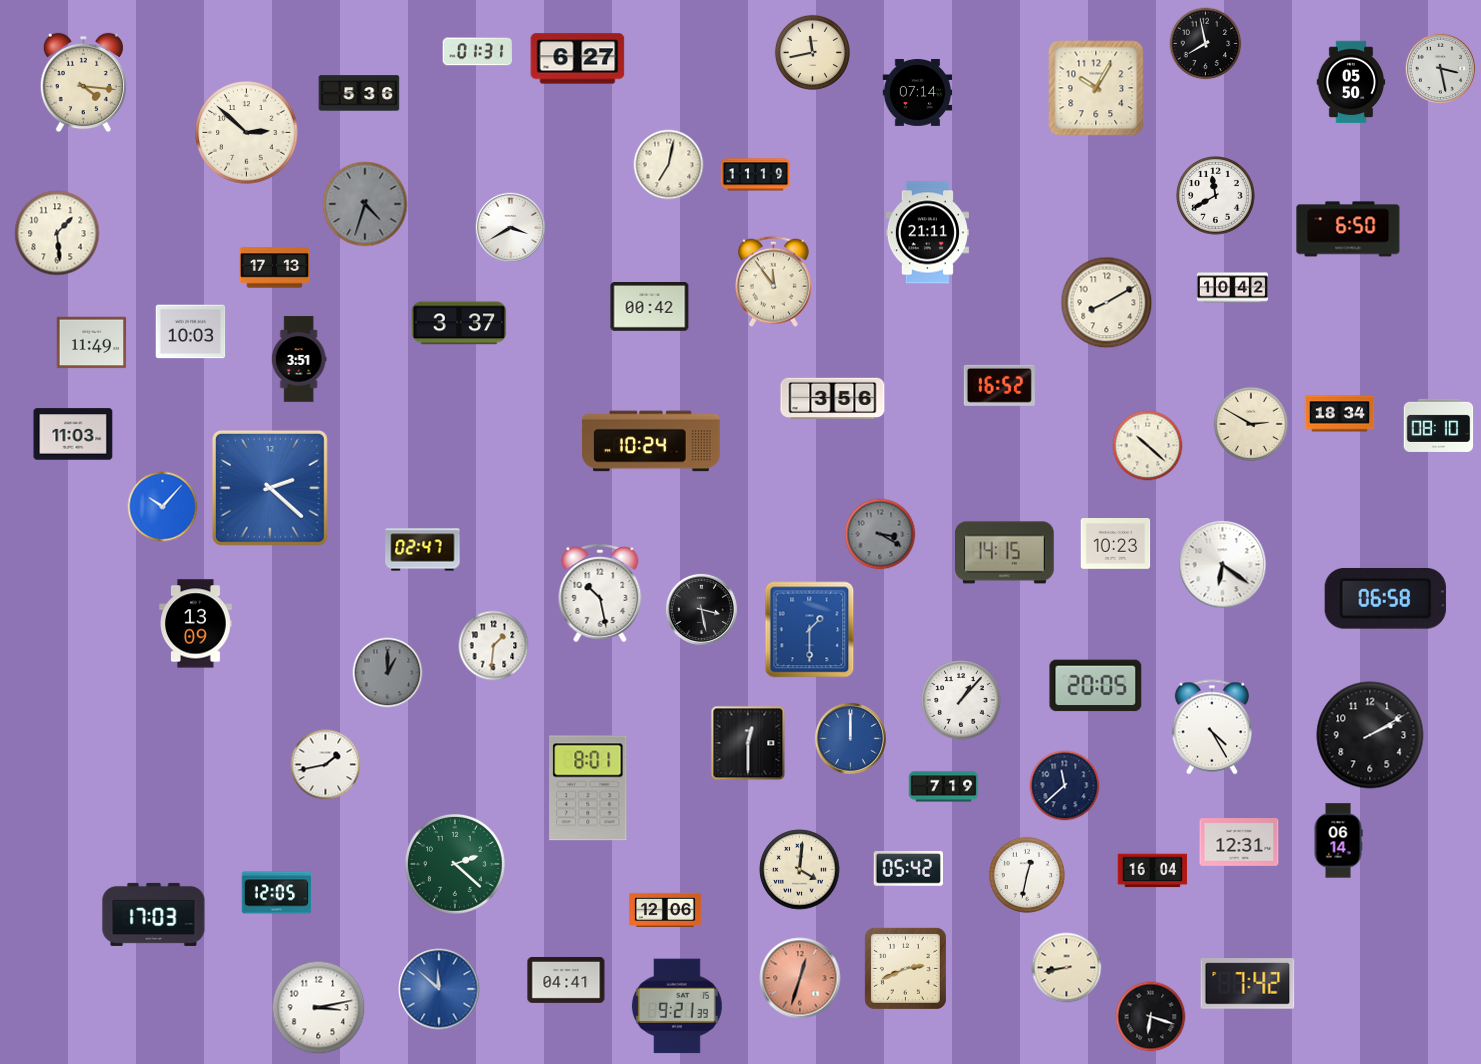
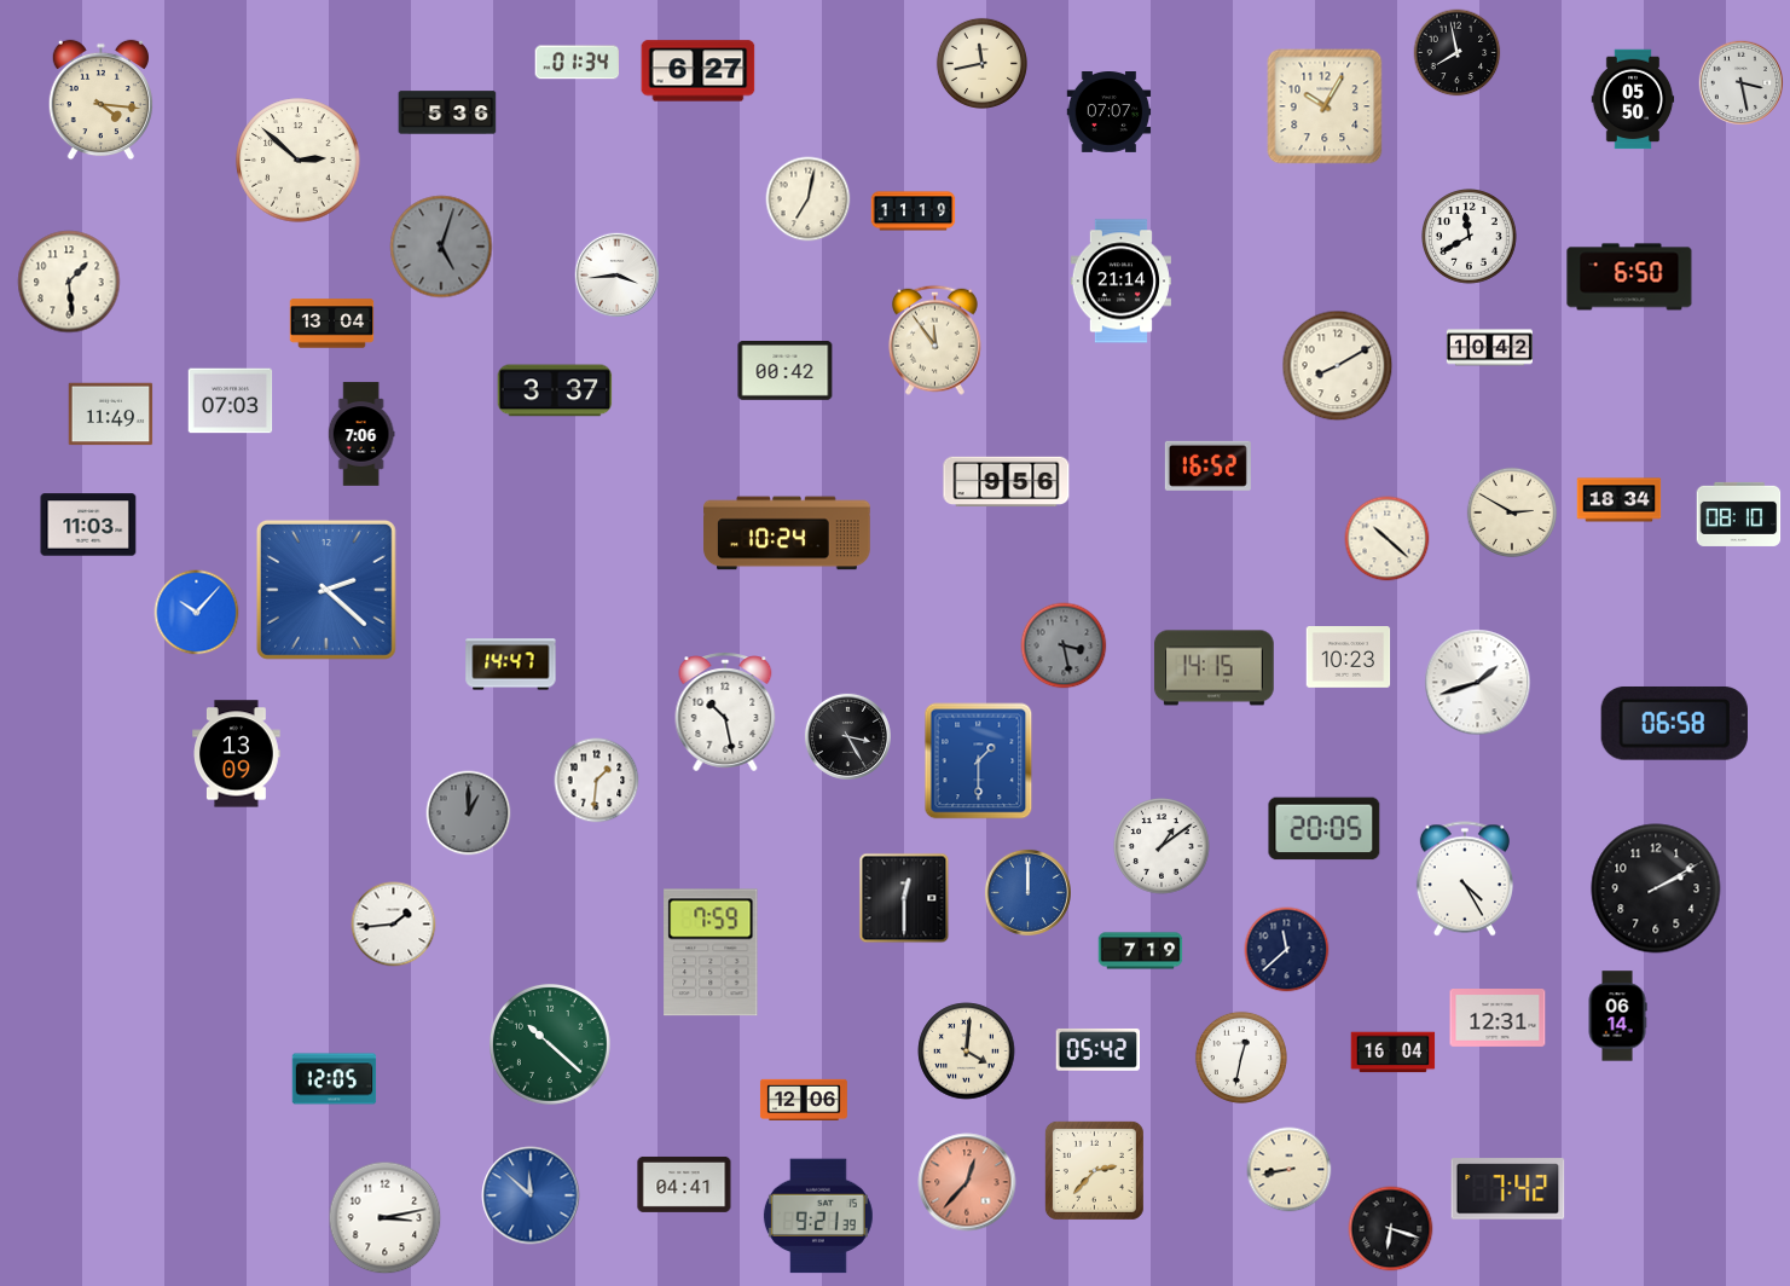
clock at (478, 52): 01:31 -> 01:34
clock at (359, 93) position: (359, 93) -> (447, 112)
clock at (918, 93): 07:14 -> 07:07
clock at (365, 204): 4:33 -> 5:03
clock at (510, 227): 3:40 -> 3:44
clock at (927, 233): 21:11 -> 21:14
clock at (275, 268): 17:13 -> 13:04
clock at (191, 332): 10:03 -> 07:03
clock at (299, 359): 3:51 -> 7:06
clock at (833, 399): 3:56 -> 9:56
clock at (880, 534): 3:20 -> 3:28
clock at (423, 550): 02:47 -> 14:47
clock at (1223, 565): 6:21 -> 1:42
clock at (600, 593) position: (600, 593) -> (725, 712)
clock at (701, 609): 3:28 -> 3:25
clock at (961, 700): 1:07 -> 1:09
clock at (326, 765): 1:43 -> 1:44
clock at (588, 788): 8:01 -> 7:59
clock at (456, 865): 2:22 -> 10:22
clock at (154, 914): 17:03 -> none
clock at (905, 968): 2:41 -> 2:37
clock at (800, 978): 12:33 -> 12:37
